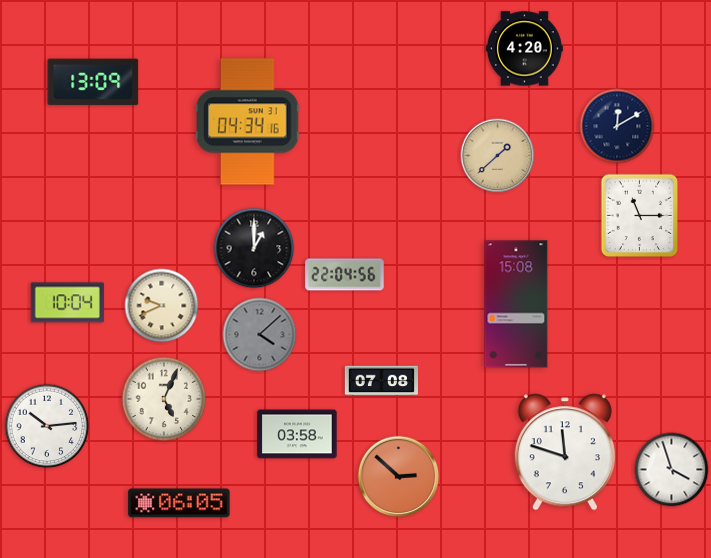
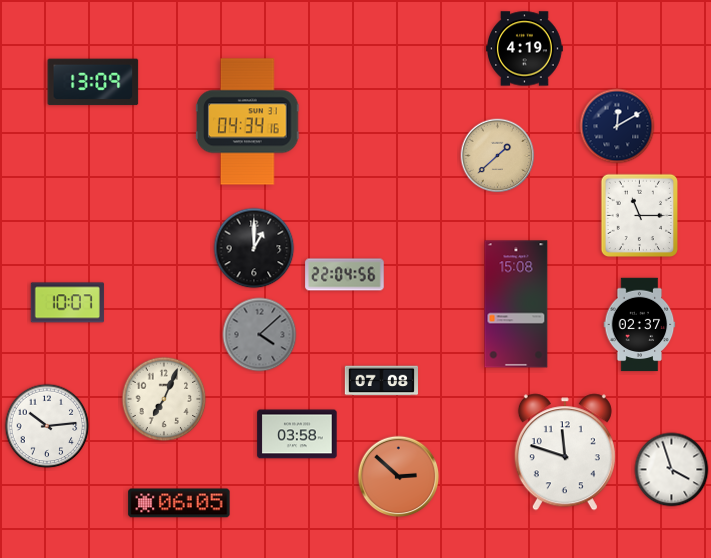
clock at (525, 49): 4:20 -> 4:19
clock at (67, 303): 10:04 -> 10:07
clock at (162, 306): 9:41 -> none
clock at (640, 325): none -> 02:37
clock at (164, 399): 5:04 -> 7:04
